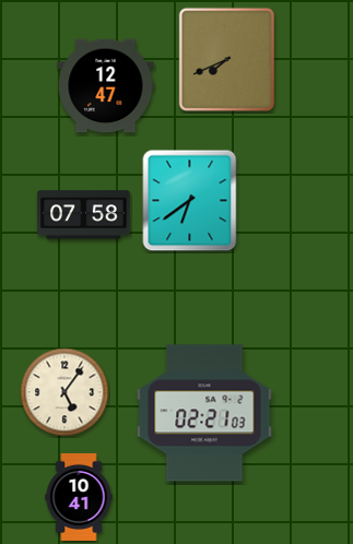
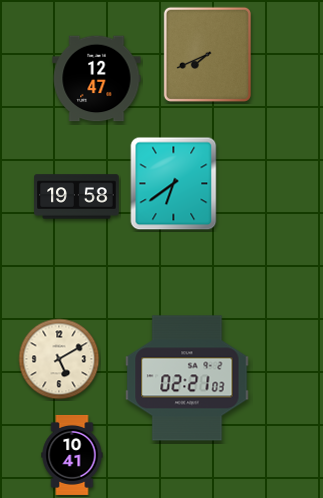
clock at (84, 215): 07:58 -> 19:58
clock at (64, 392): 5:06 -> 5:10
